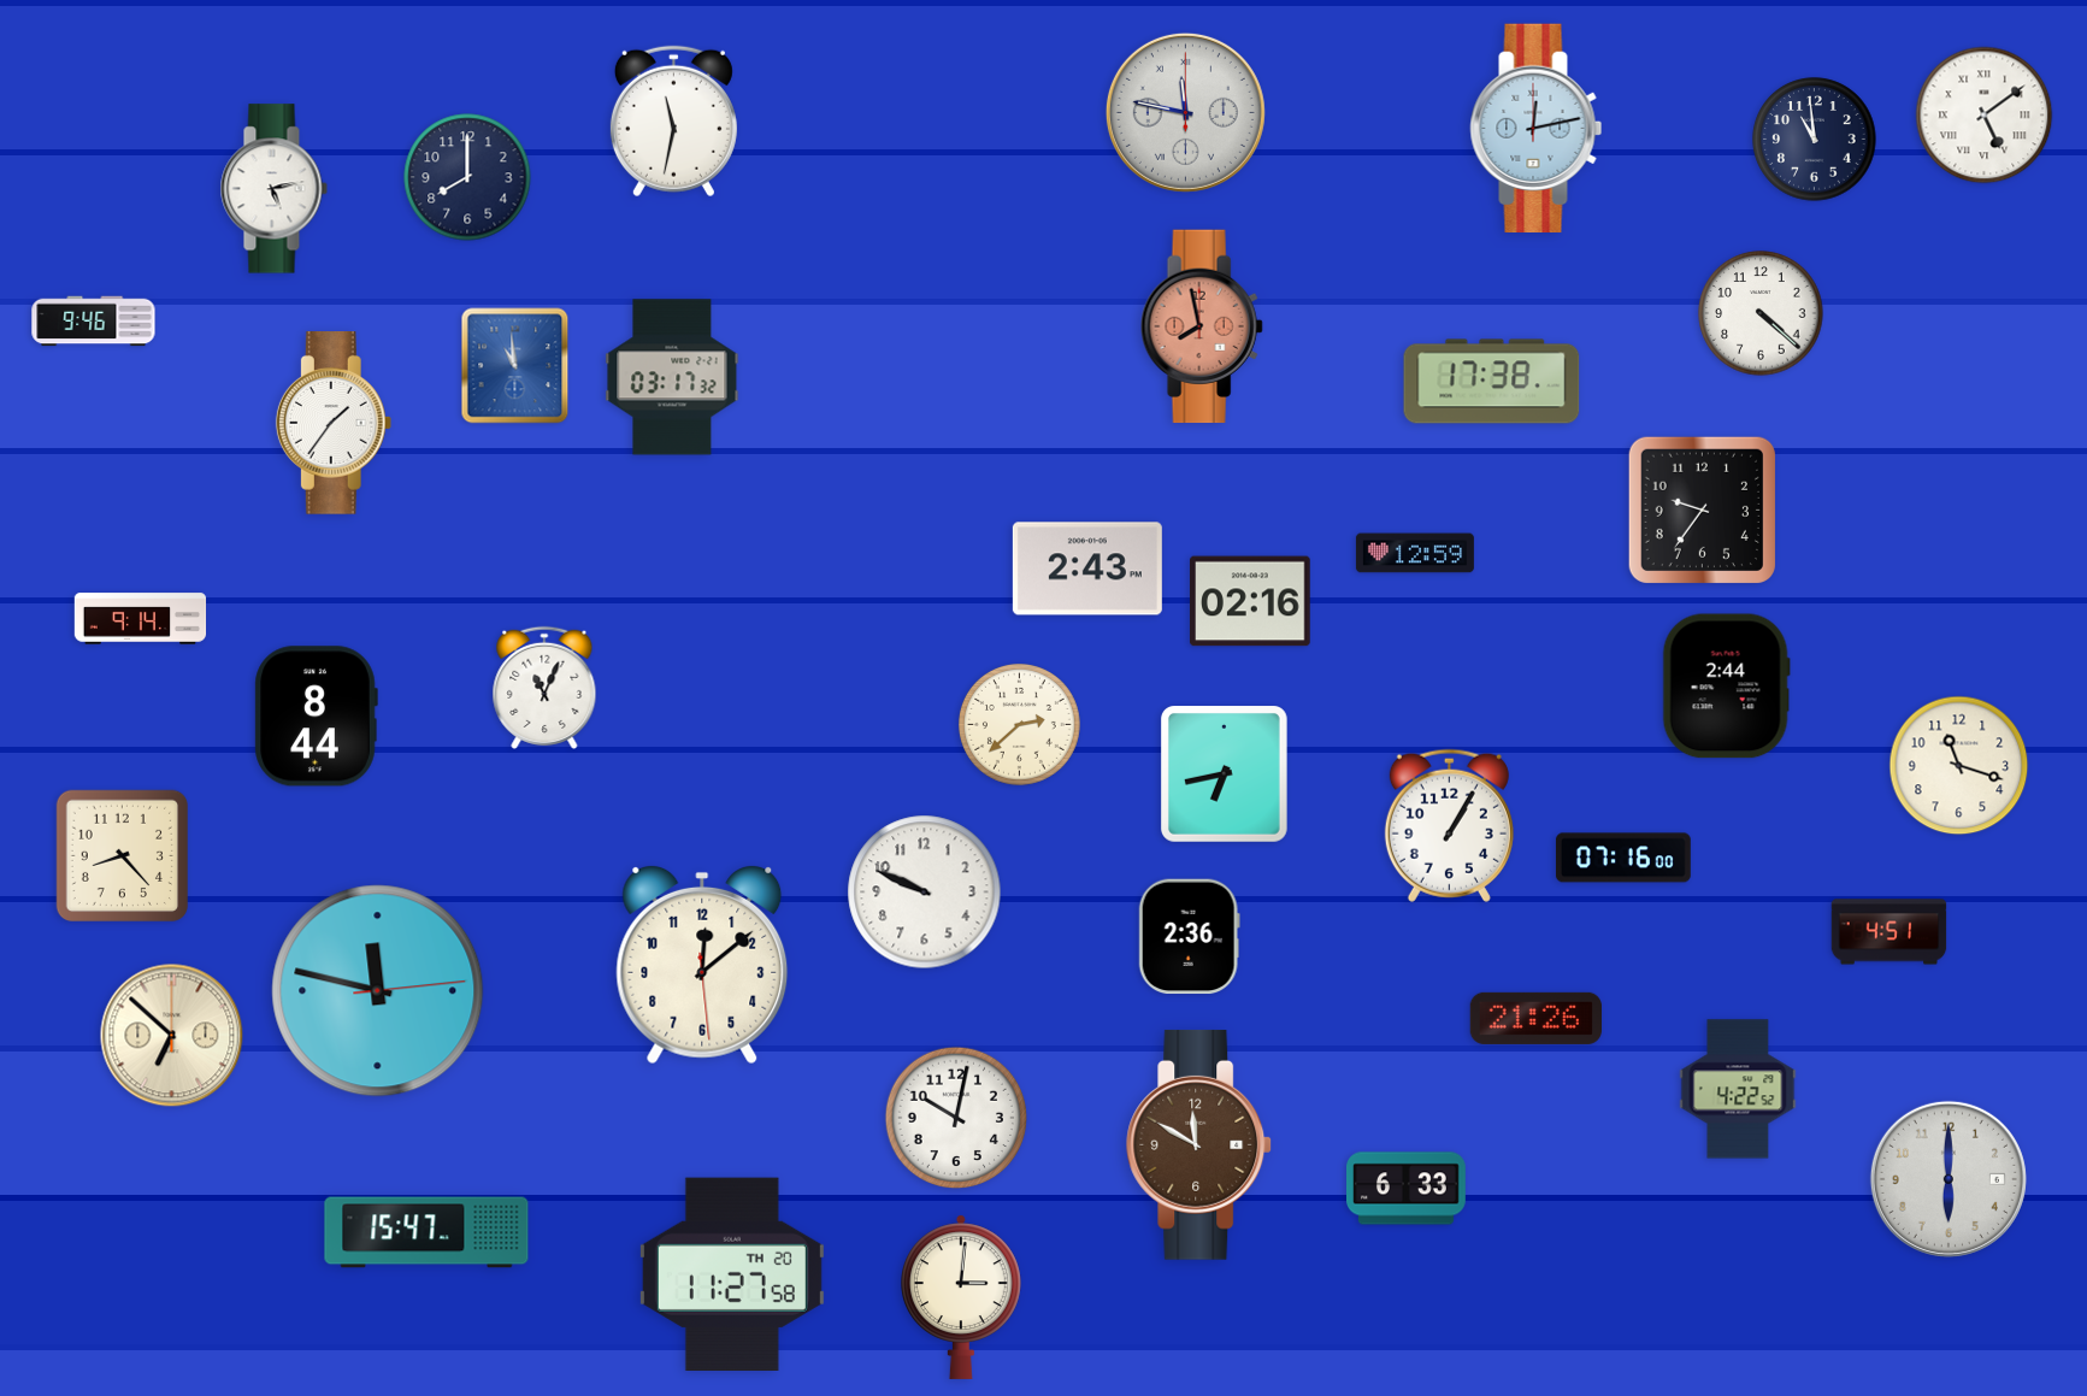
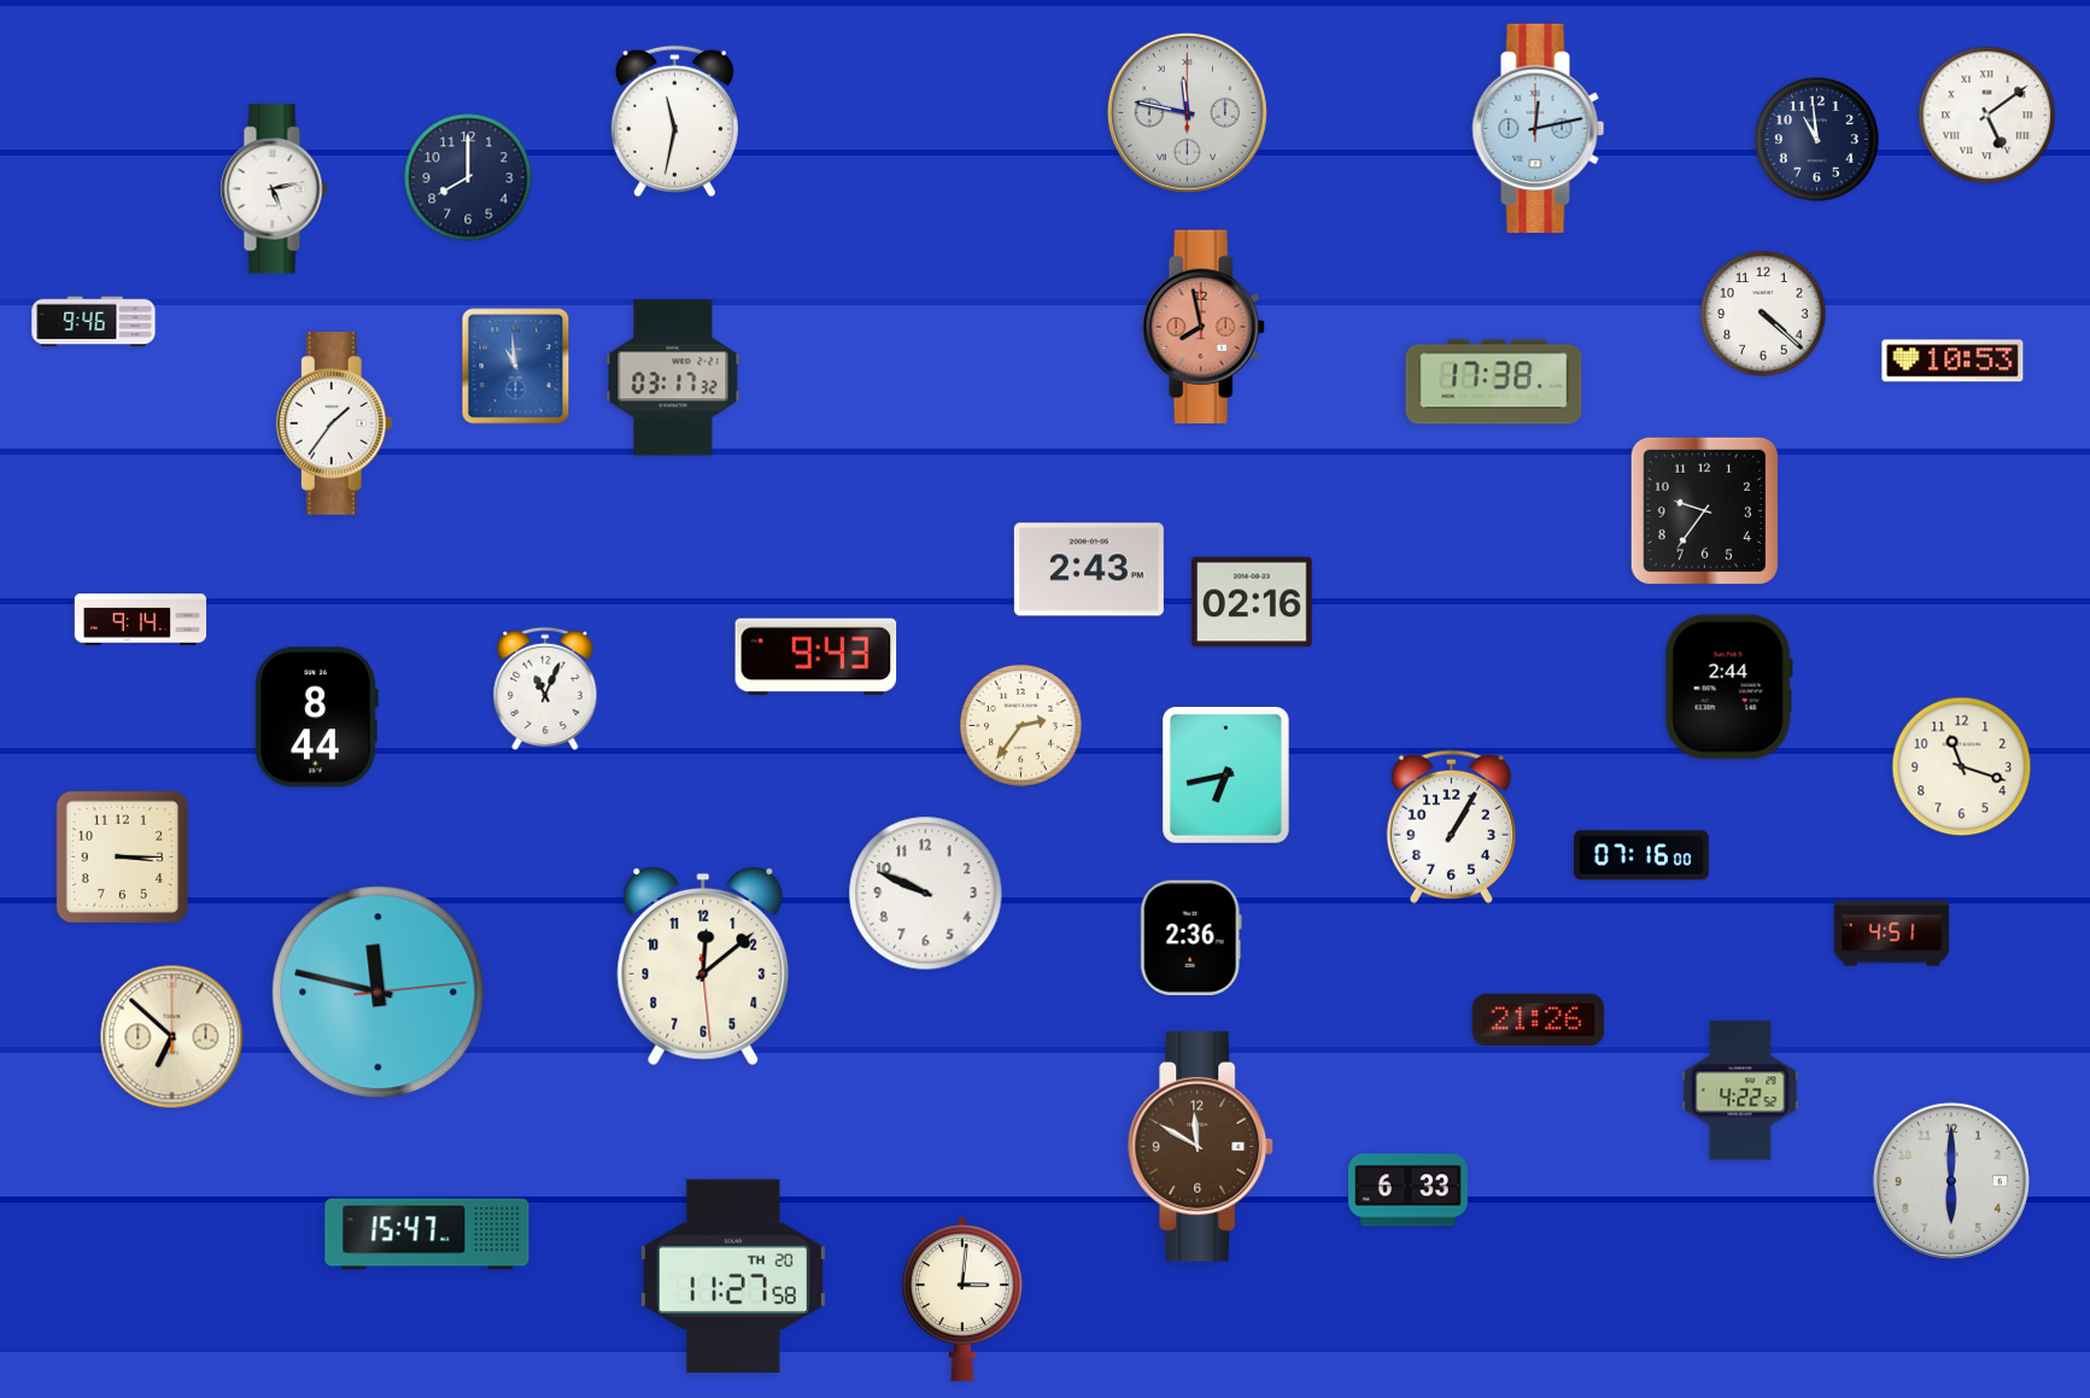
clock at (1953, 361): none -> 10:53
clock at (1415, 553): 12:59 -> none
clock at (816, 657): none -> 9:43
clock at (1020, 725): 2:38 -> 2:36
clock at (122, 855): 8:23 -> 3:15
clock at (1623, 858) position: (1623, 858) -> (1641, 855)
clock at (956, 1118): 10:02 -> none
